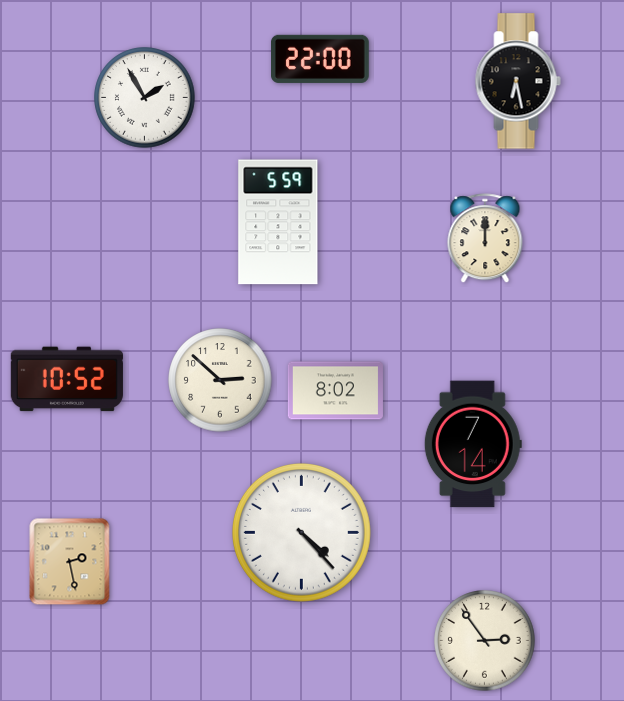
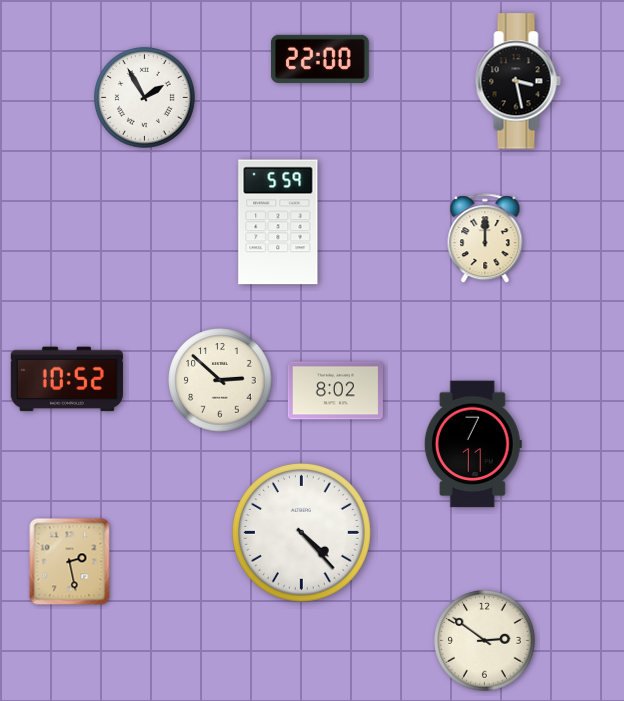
clock at (518, 81): 6:28 -> 3:28
clock at (473, 444): 7:14 -> 7:11
clock at (485, 641): 2:54 -> 2:51
